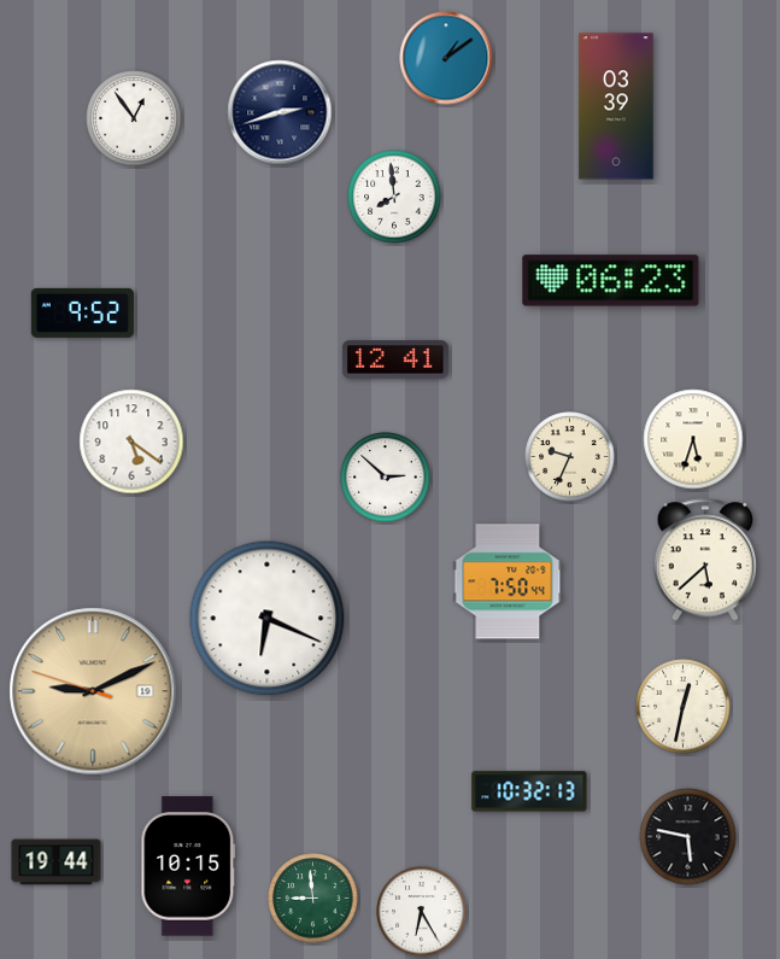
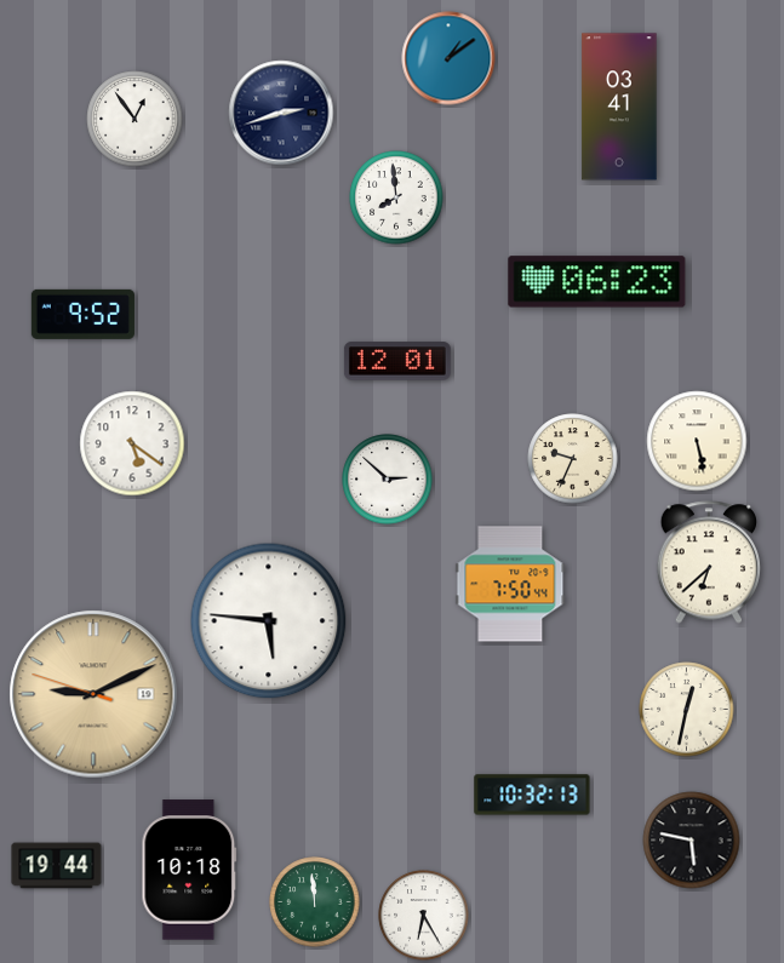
clock at (616, 106): 03:39 -> 03:41
clock at (611, 281) position: (611, 281) -> (597, 282)
clock at (395, 359): 12:41 -> 12:01
clock at (693, 439): 5:33 -> 5:28
clock at (705, 560): 5:38 -> 6:38
clock at (268, 619): 6:19 -> 5:46
clock at (188, 866): 10:15 -> 10:18
clock at (313, 899): 8:59 -> 11:59
